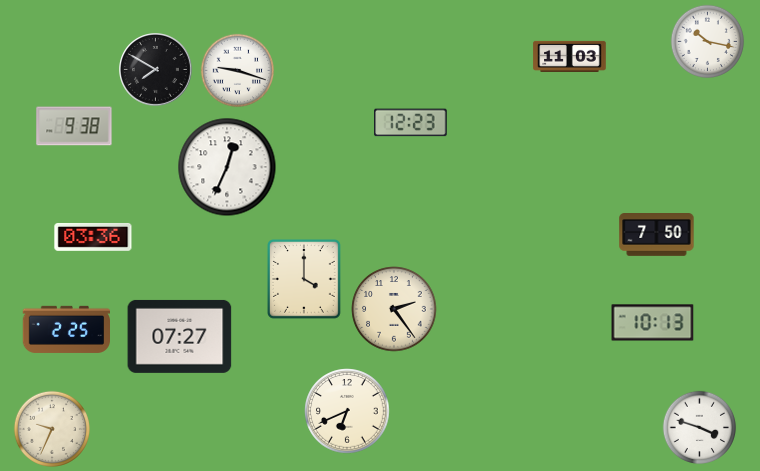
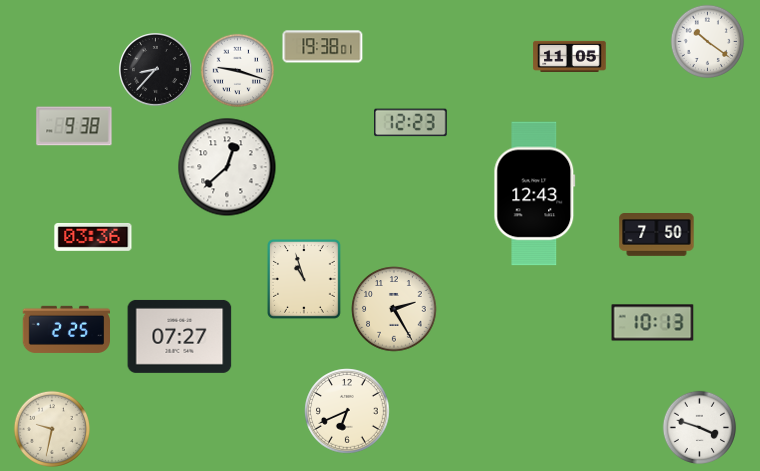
clock at (708, 42): 10:17 -> 10:21
clock at (323, 47): none -> 19:38
clock at (570, 56): 11:03 -> 11:05
clock at (156, 70): 7:50 -> 8:37
clock at (227, 167): 12:34 -> 12:38
clock at (535, 194): none -> 12:43
clock at (305, 280): 4:00 -> 10:57
clock at (394, 309): 2:24 -> 2:25
clock at (52, 429): 9:34 -> 9:32
